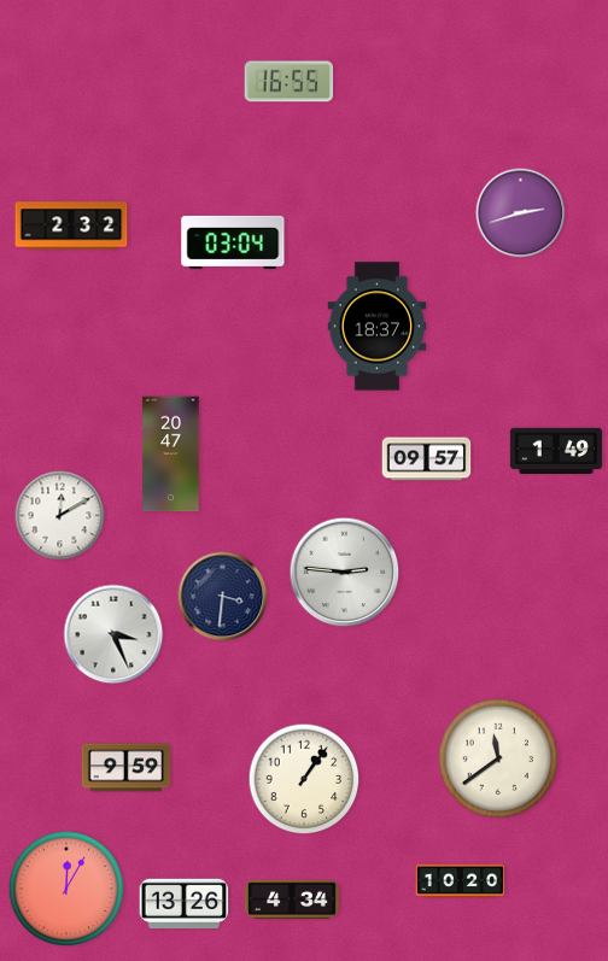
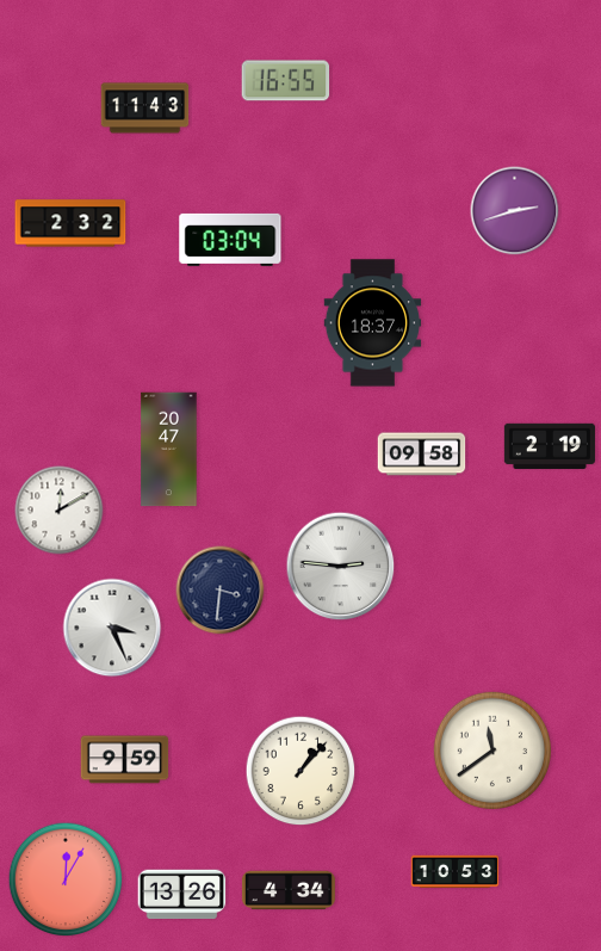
clock at (145, 109): none -> 11:43
clock at (556, 451): 1:49 -> 2:19
clock at (427, 459): 09:57 -> 09:58
clock at (304, 779): 1:06 -> 1:07
clock at (461, 881): 10:20 -> 10:53
